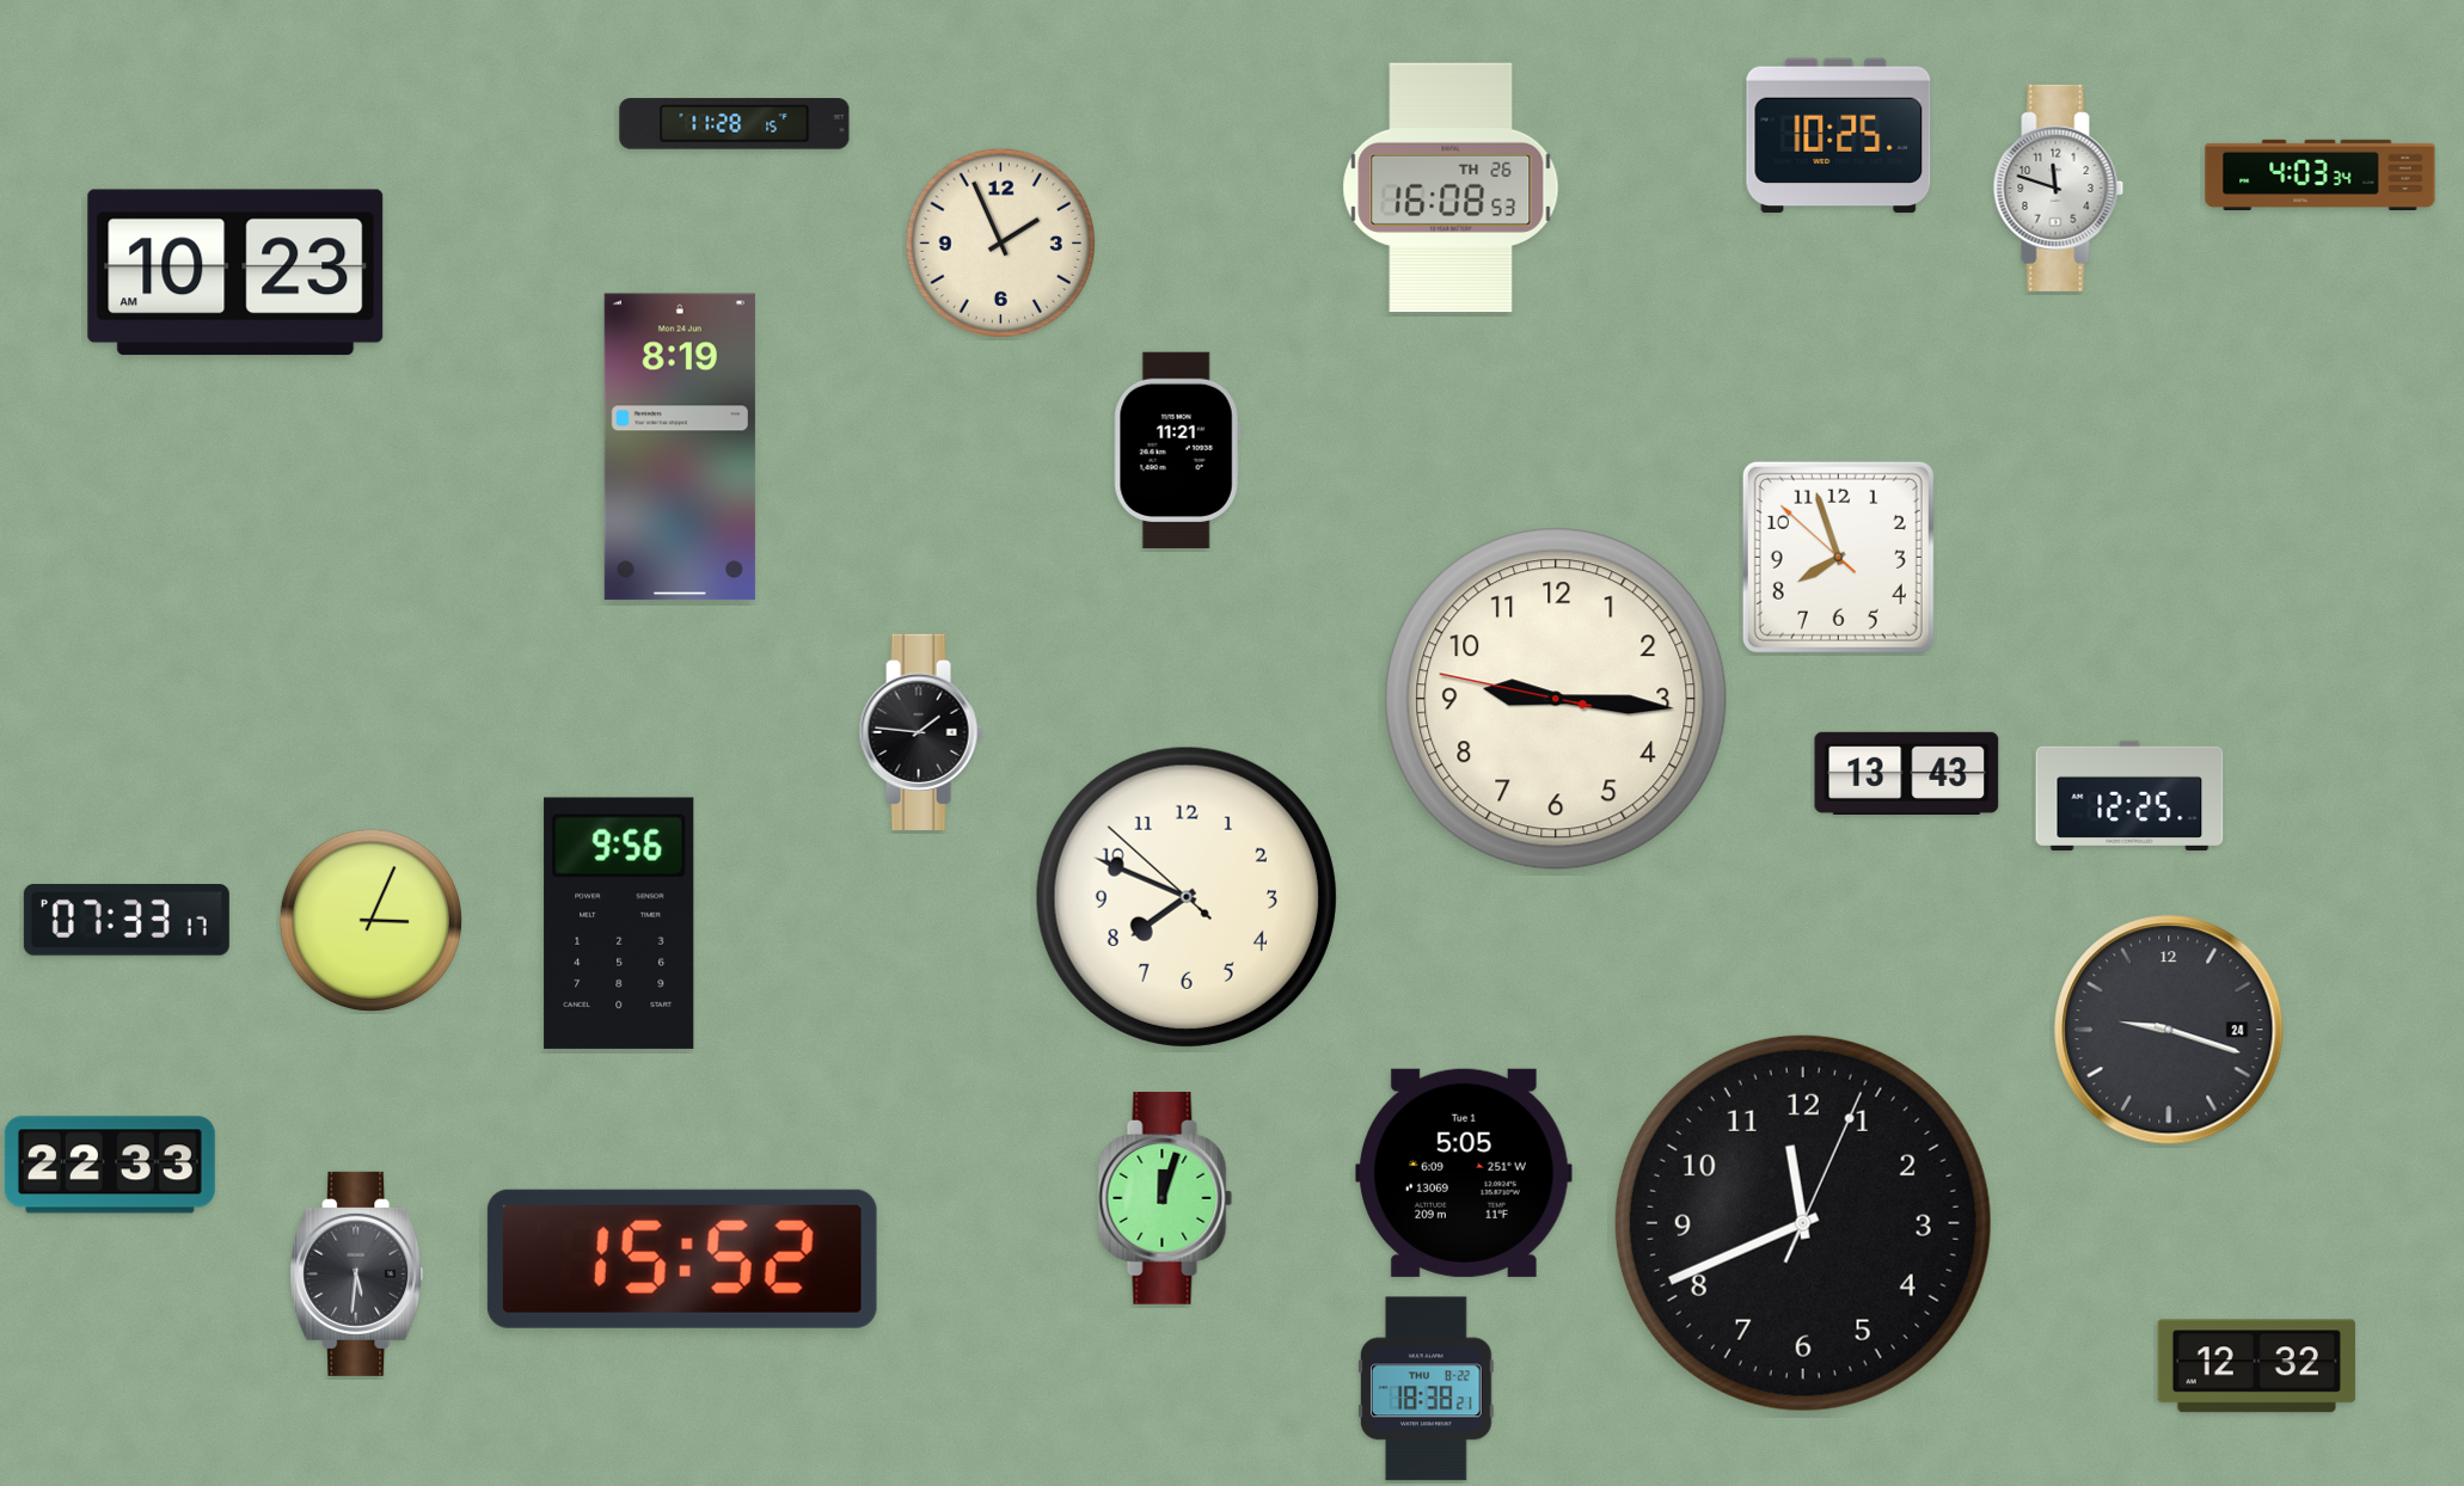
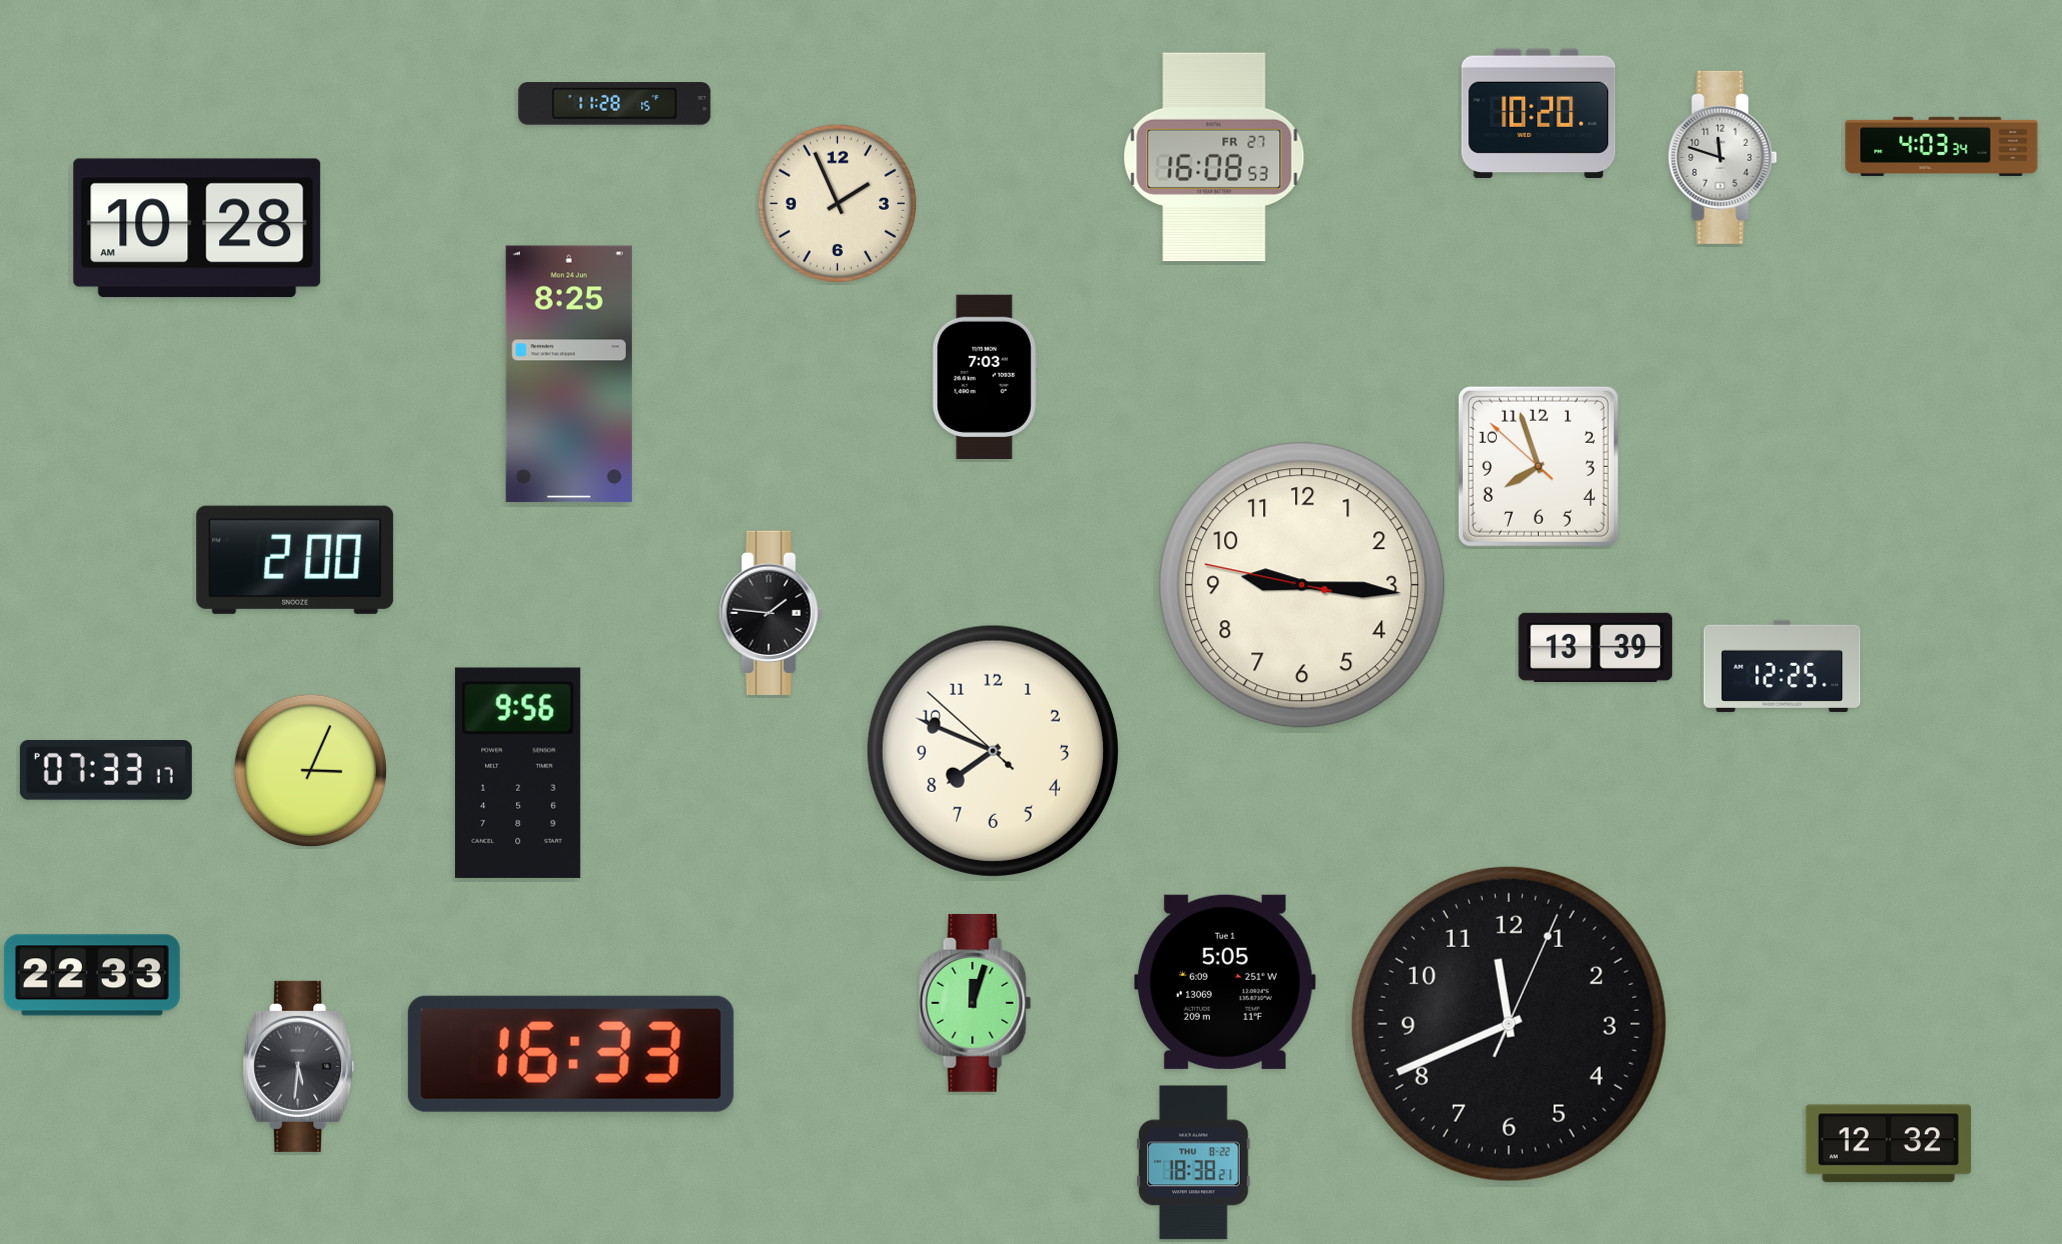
clock at (1839, 135): 10:25 -> 10:20
clock at (1451, 188) date: TH 26 -> FR 27
clock at (235, 272): 10:23 -> 10:28
clock at (680, 447): 8:19 -> 8:25
clock at (1177, 449): 11:21 -> 7:03
clock at (295, 560): none -> 2:00
clock at (1907, 773): 13:43 -> 13:39
clock at (2169, 1030): 9:18 -> none
clock at (682, 1259): 15:52 -> 16:33
